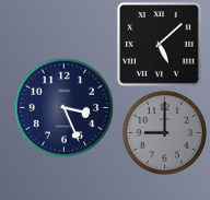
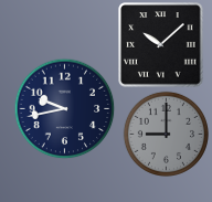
clock at (160, 45): 5:08 -> 10:08
clock at (63, 107): 3:26 -> 9:43
